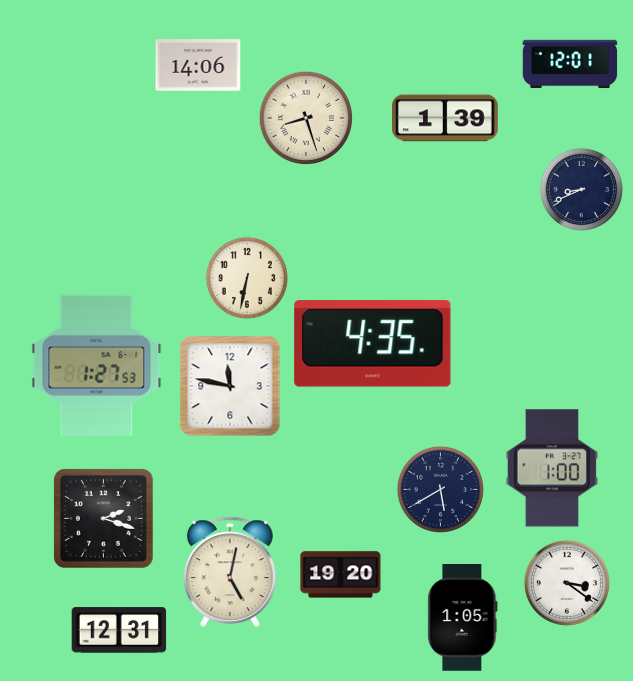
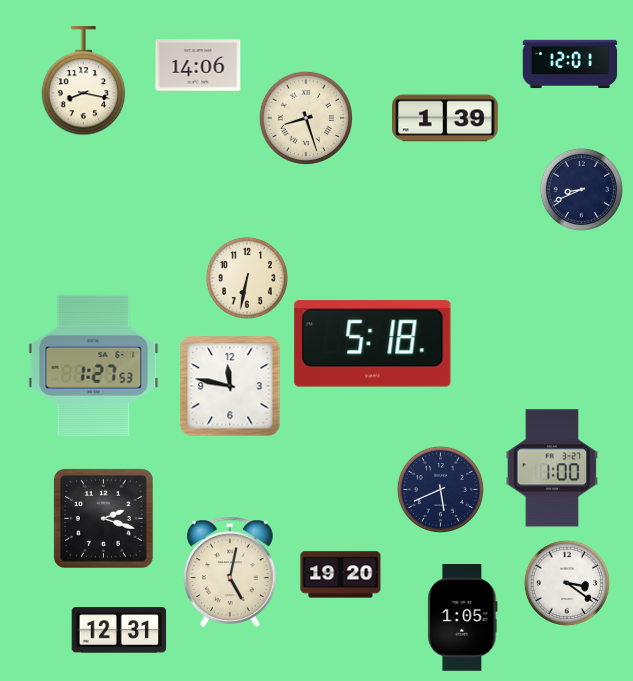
clock at (84, 81): none -> 8:17
clock at (373, 344): 4:35 -> 5:18
clock at (97, 365) position: (97, 365) -> (94, 365)
clock at (440, 489): 5:40 -> 5:41
